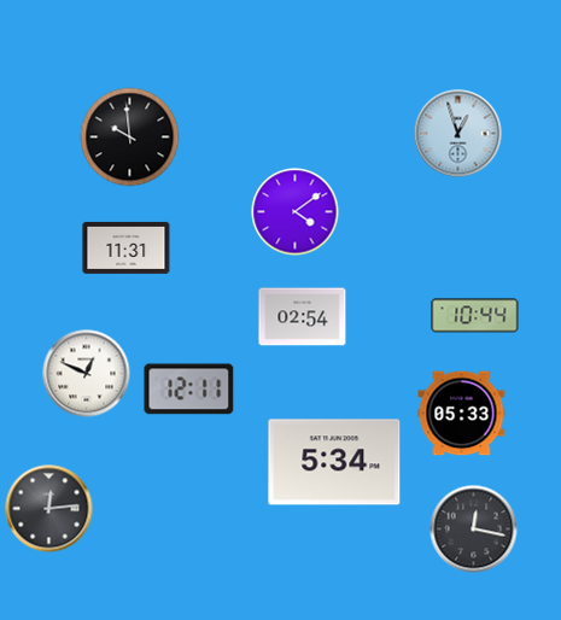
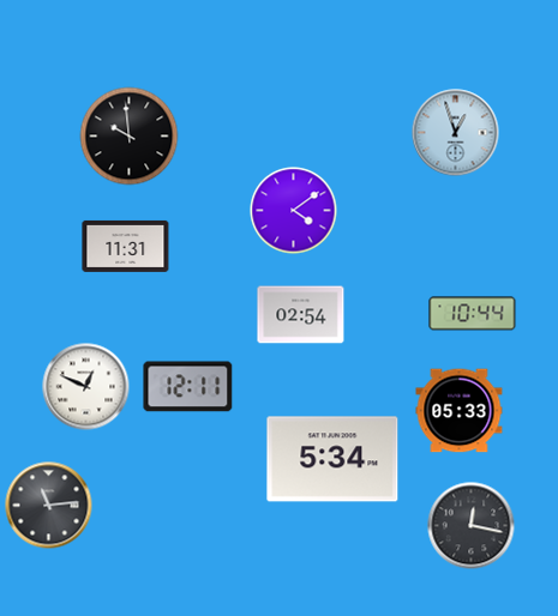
clock at (87, 374) position: (87, 374) -> (86, 387)
clock at (49, 509): 12:14 -> 11:14
